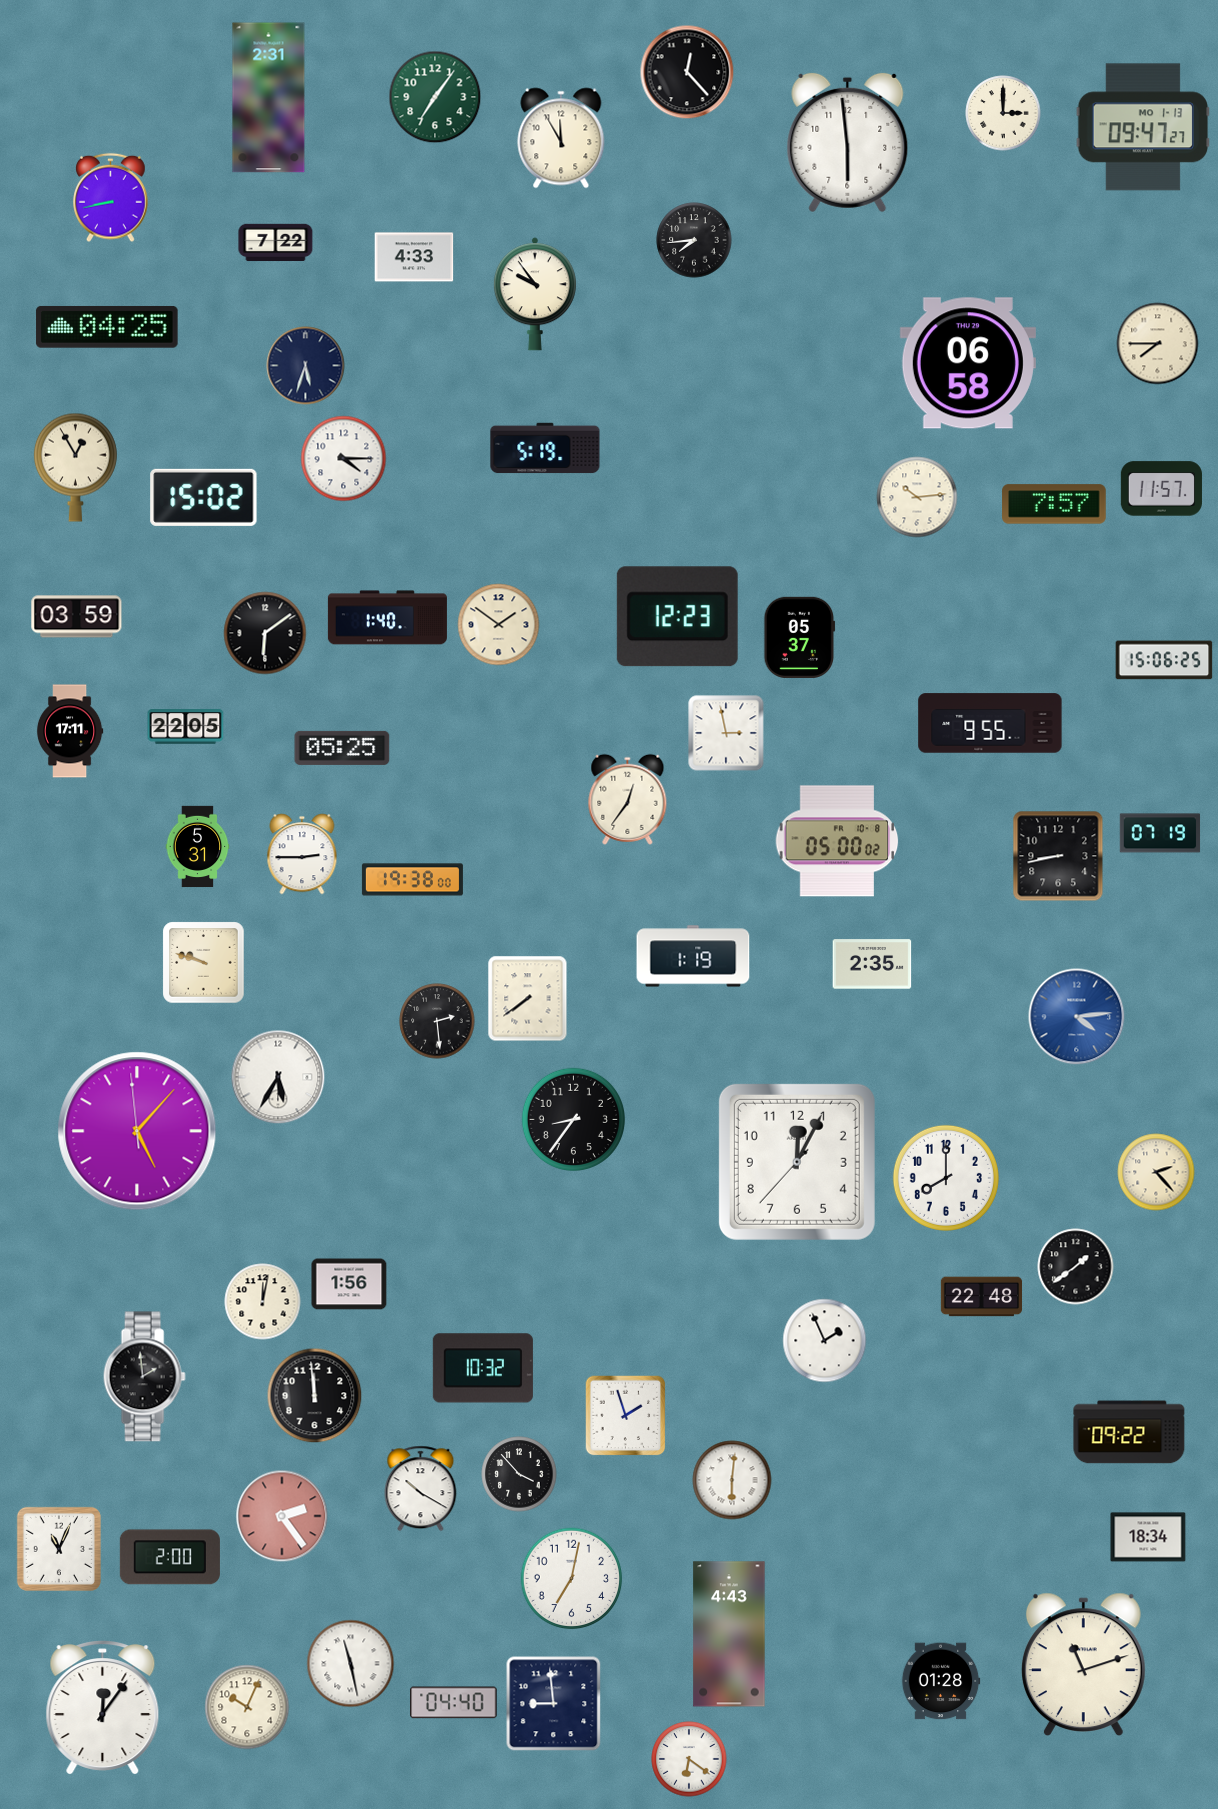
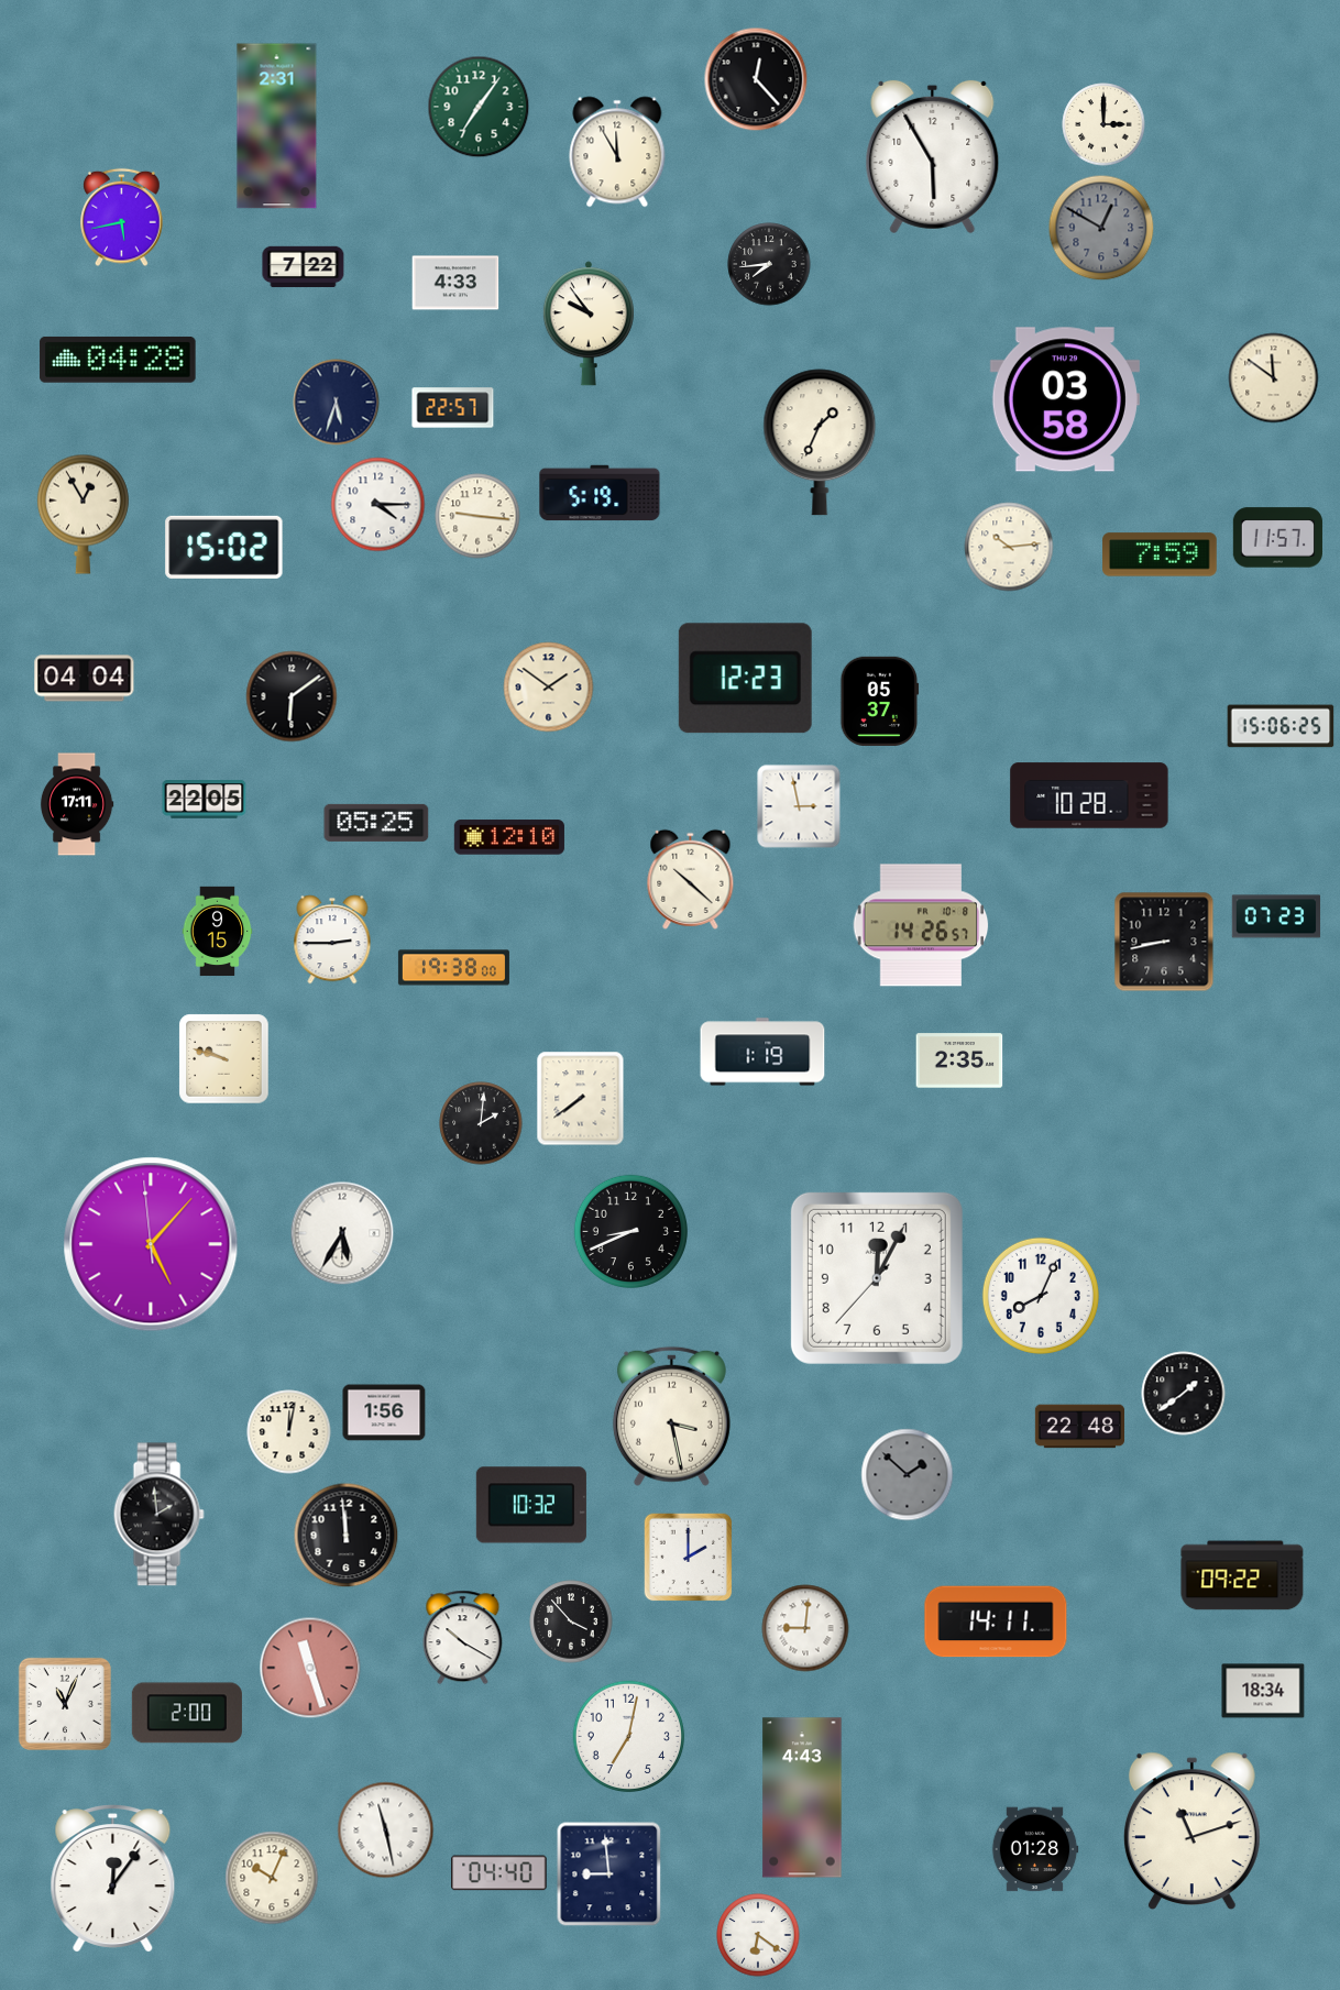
clock at (269, 98) position: (269, 98) -> (277, 127)
clock at (1143, 127): 09:47 -> none
clock at (848, 143): 5:59 -> 5:55
clock at (111, 198): 8:43 -> 5:43
clock at (1101, 228): none -> 12:50
clock at (694, 240) position: (694, 240) -> (769, 264)
clock at (107, 327): 04:25 -> 04:28
clock at (1158, 344): 7:45 -> 11:51
clock at (968, 363): 06:58 -> 03:58
clock at (453, 408): none -> 22:57
clock at (820, 442): none -> 1:34
clock at (477, 516): none -> 9:16
clock at (1054, 504): 7:57 -> 7:59
clock at (77, 617): 03:59 -> 04:04
clock at (387, 618): 1:40 -> none
clock at (990, 723): 9:55 -> 10:28
clock at (509, 837): none -> 12:10
clock at (628, 799): 12:36 -> 10:22
clock at (1160, 833): 07:19 -> 07:23
clock at (837, 841): 05:00 -> 14:26
clock at (198, 847): 5:31 -> 9:15
clock at (1077, 1017): 4:14 -> none
clock at (437, 1021): 2:29 -> 2:01
clock at (278, 1077) position: (278, 1077) -> (342, 1233)
clock at (573, 1119): 8:36 -> 8:41
clock at (1156, 1172): 2:23 -> none
clock at (946, 1178): 8:00 -> 8:04
clock at (671, 1416): none -> 3:28
clock at (825, 1341): 1:56 -> 1:52
clock at (825, 1341) dial: white -> grey
clock at (626, 1416): 1:57 -> 2:00
clock at (996, 1621): none -> 14:11
clock at (732, 1480): 6:01 -> 9:01
clock at (282, 1516): 2:24 -> 11:27
